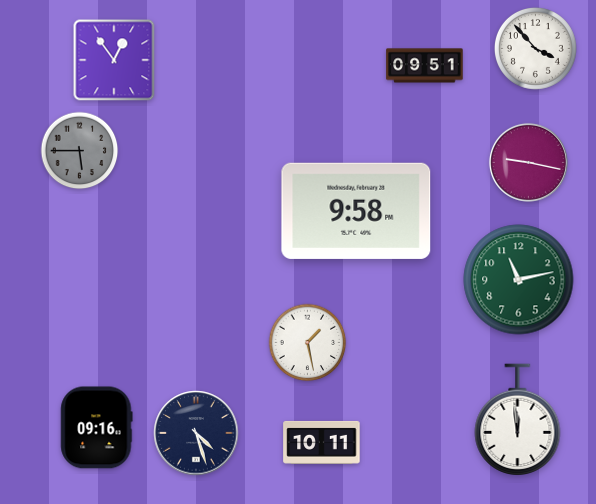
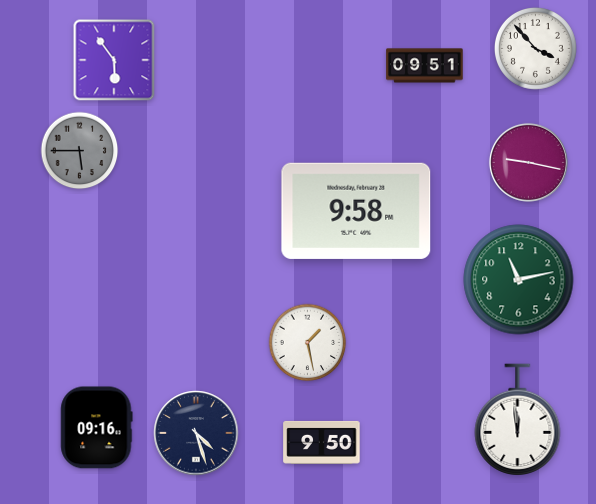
clock at (114, 60): 12:54 -> 5:54
clock at (322, 442): 10:11 -> 9:50
